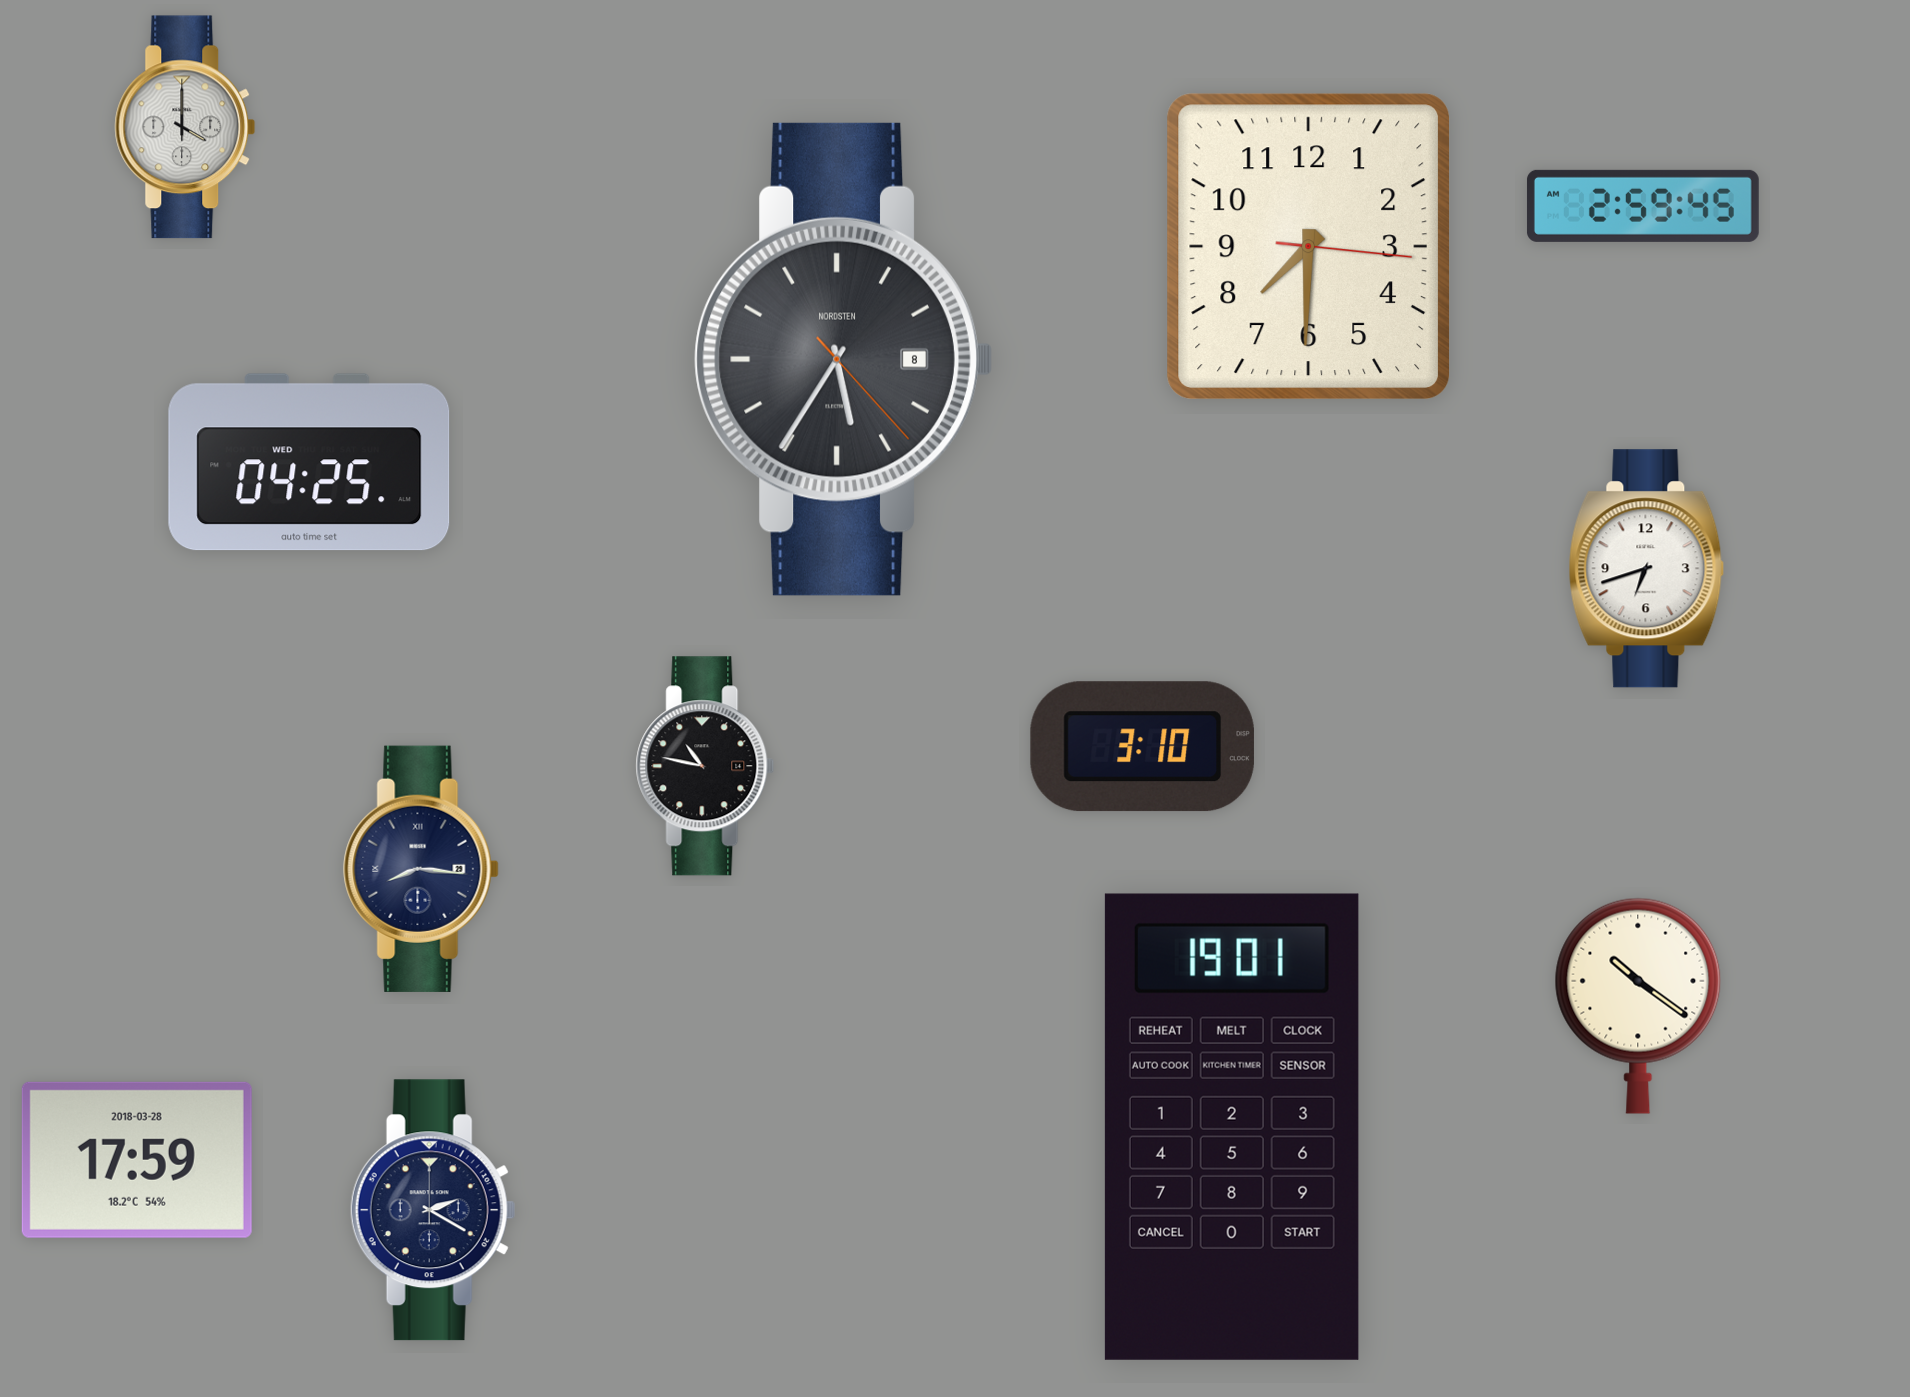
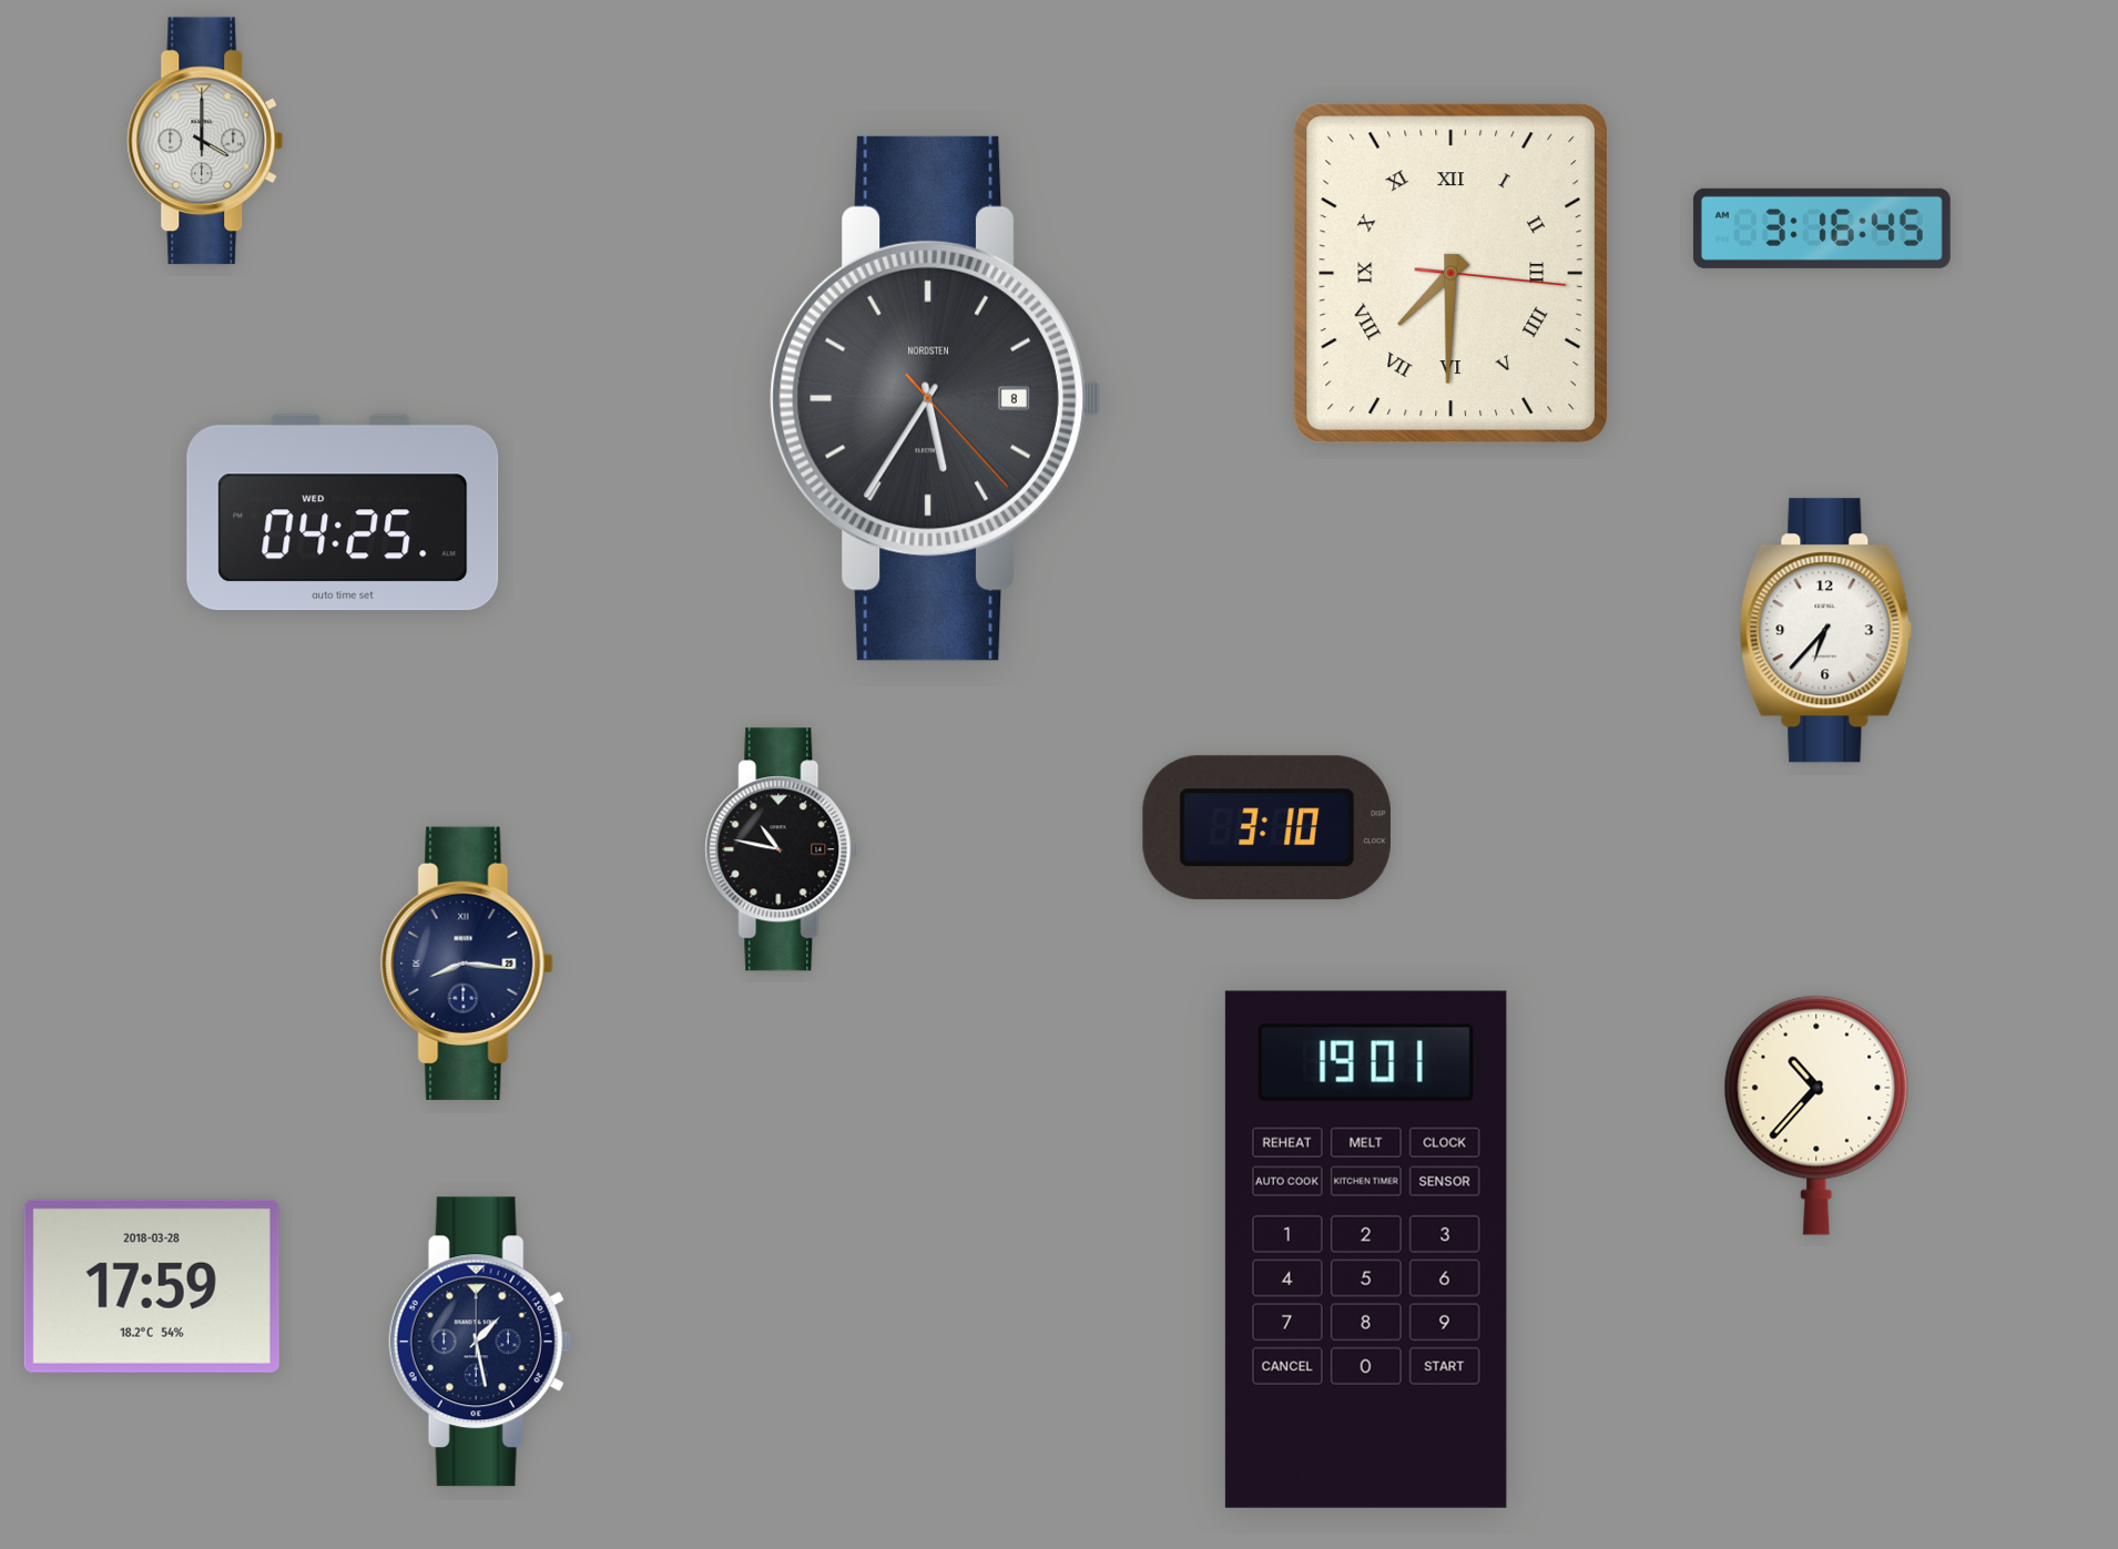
clock at (1643, 206): 2:59 -> 3:16
clock at (1308, 246) numerals: Arabic -> Roman
clock at (1647, 569): 6:42 -> 6:37
clock at (1638, 1006): 10:21 -> 10:37
clock at (433, 1210): 2:20 -> 1:28
